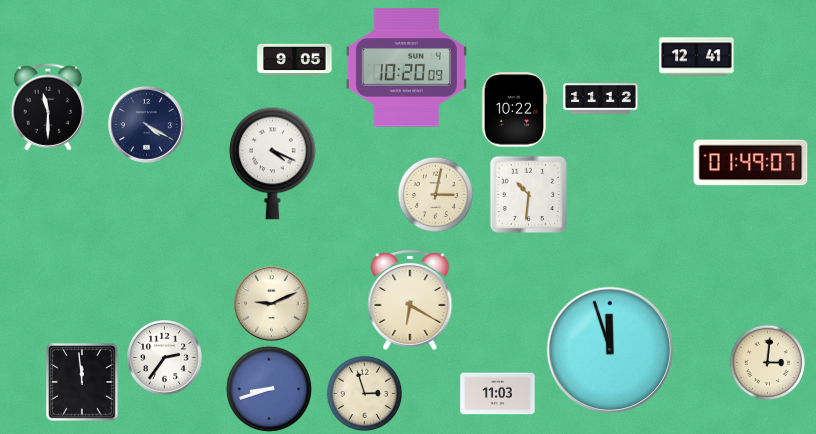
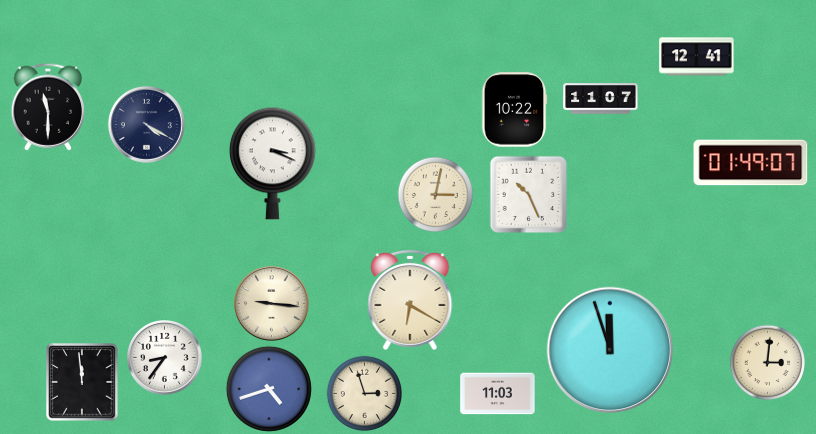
clock at (295, 60): 9:05 -> none
clock at (406, 68): 10:20 -> none
clock at (601, 99): 11:12 -> 11:07
clock at (272, 163): 4:19 -> 3:19
clock at (529, 195): 10:31 -> 10:26
clock at (272, 304): 9:11 -> 9:16
clock at (165, 358): 2:36 -> 8:36
clock at (269, 389): 8:42 -> 4:42
